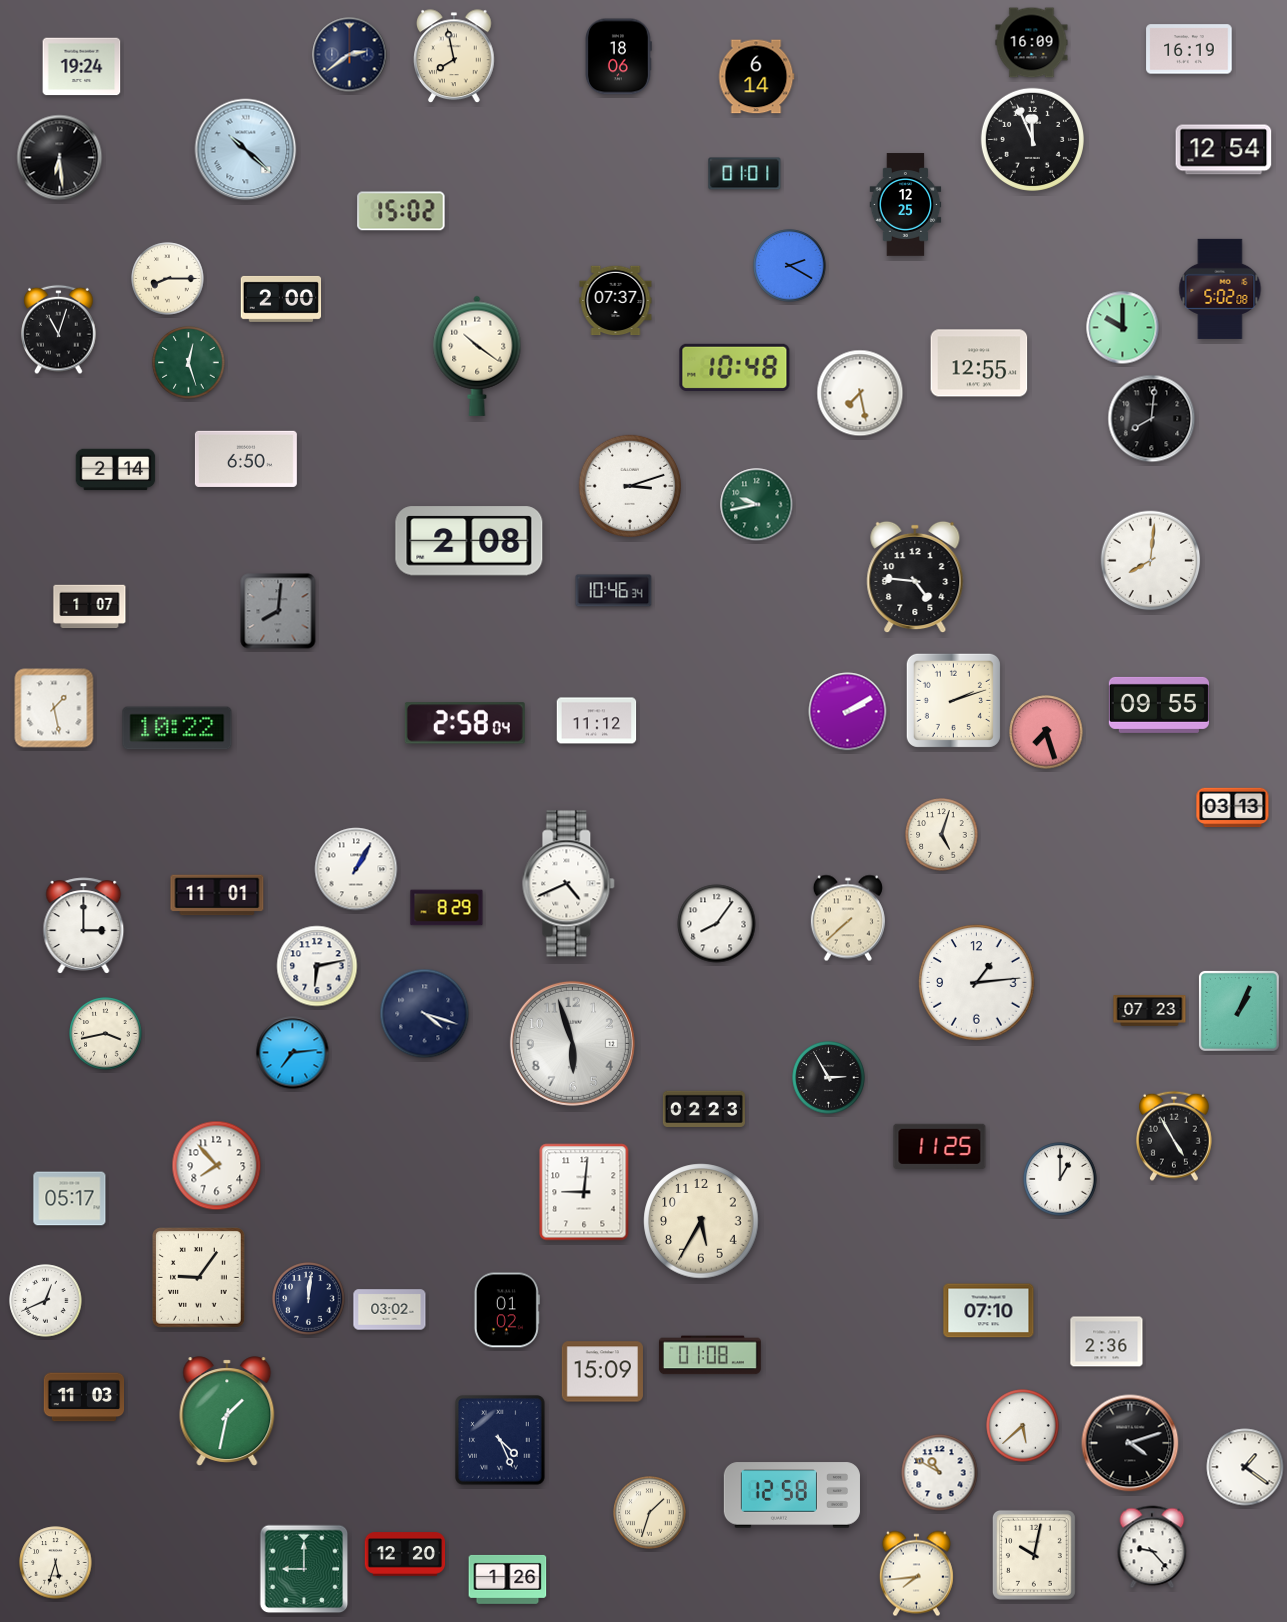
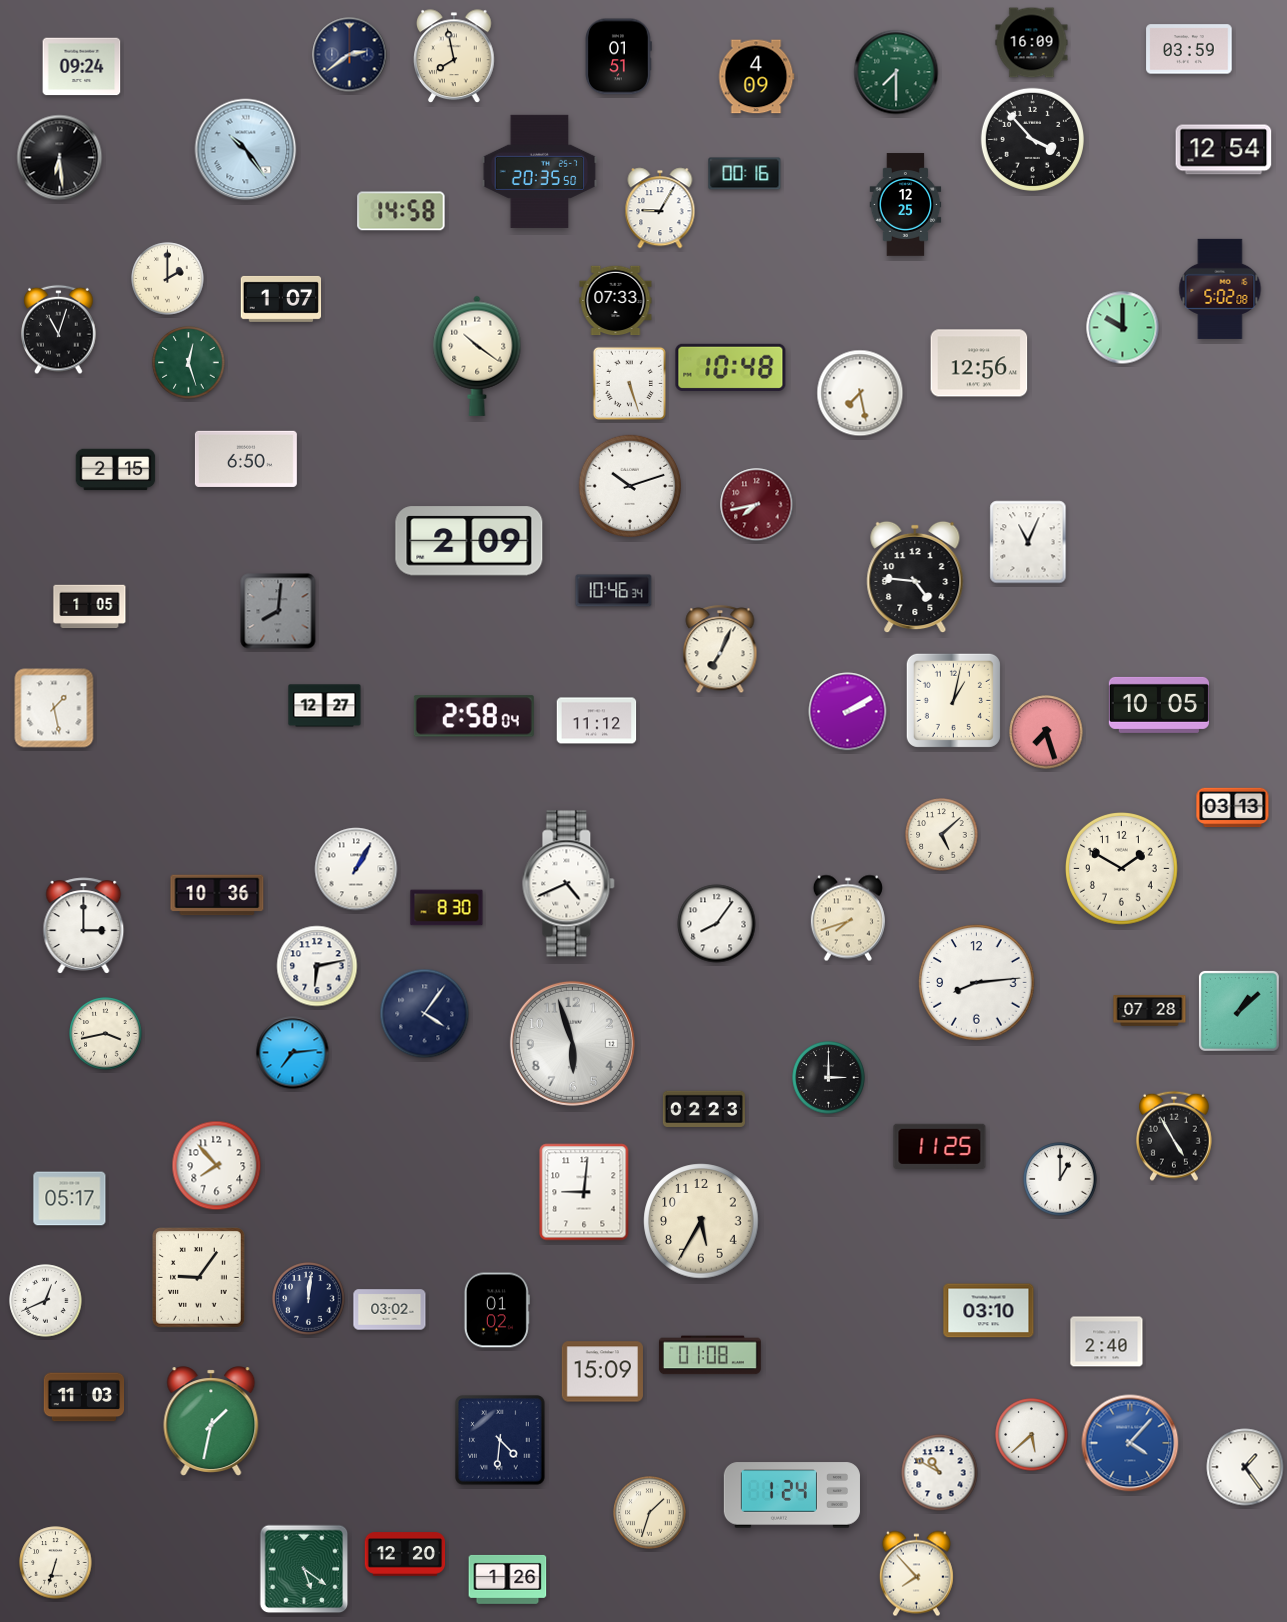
clock at (1189, 49): 16:19 -> 03:59
clock at (619, 57): 18:06 -> 01:51
clock at (82, 67): 19:24 -> 09:24
clock at (896, 72): none -> 7:30
clock at (756, 77): 6:14 -> 4:09
clock at (1032, 139): 11:56 -> 3:53
clock at (246, 150): 10:22 -> 10:24
clock at (540, 171): none -> 20:35
clock at (745, 174): 01:01 -> 00:16
clock at (660, 208): none -> 9:05
clock at (401, 211): 15:02 -> 14:58
clock at (790, 266): 2:20 -> none
clock at (168, 279): 8:15 -> 2:00
clock at (281, 299): 2:00 -> 1:07
clock at (616, 301): 07:37 -> 07:33
clock at (979, 363): 12:55 -> 12:56
clock at (735, 367) position: (735, 367) -> (731, 367)
clock at (629, 383): none -> 5:27
clock at (1152, 419): 8:01 -> none
clock at (116, 470): 2:14 -> 2:15
clock at (629, 485): 3:12 -> 10:12
clock at (757, 505): 9:43 -> 7:43
clock at (757, 505) dial: green -> burgundy
clock at (469, 541): 2:08 -> 2:09
clock at (1028, 542): none -> 11:04
clock at (1151, 561): 8:01 -> none
clock at (90, 607): 1:07 -> 1:05
clock at (720, 650): none -> 7:04
clock at (953, 700): 2:12 -> 1:02
clock at (1159, 705): 09:55 -> 10:05
clock at (325, 706): none -> 12:27
clock at (465, 723) position: (465, 723) -> (474, 716)
clock at (177, 728): 10:22 -> none
clock at (942, 835): 5:03 -> 5:08
clock at (1122, 869): none -> 1:50
clock at (217, 895): 11:01 -> 10:36
clock at (447, 908): 8:29 -> 8:30
clock at (848, 918): 7:38 -> 7:42
clock at (977, 983): 1:14 -> 8:14
clock at (1150, 1011): 07:23 -> 07:28
clock at (1239, 1011): 1:04 -> 1:08
clock at (425, 1014): 4:18 -> 4:06
clock at (829, 1078): 2:55 -> 3:00
clock at (507, 1310) position: (507, 1310) -> (497, 1310)
clock at (989, 1311): 07:10 -> 03:10
clock at (1107, 1342): 2:36 -> 2:40
clock at (227, 1411) position: (227, 1411) -> (211, 1421)
clock at (1023, 1426) position: (1023, 1426) -> (1032, 1435)
clock at (500, 1440): 4:26 -> 4:31
clock at (1130, 1443): 4:12 -> 4:07
clock at (1130, 1443) dial: black -> blue
clock at (1245, 1467): 1:21 -> 1:24
clock at (792, 1495): 12:58 -> 1:24
clock at (1152, 1547): 9:23 -> none
clock at (1034, 1555): 10:02 -> none
clock at (56, 1563): 5:33 -> 6:33
clock at (304, 1569): 9:00 -> 5:21
clock at (916, 1574): 7:44 -> 7:53
